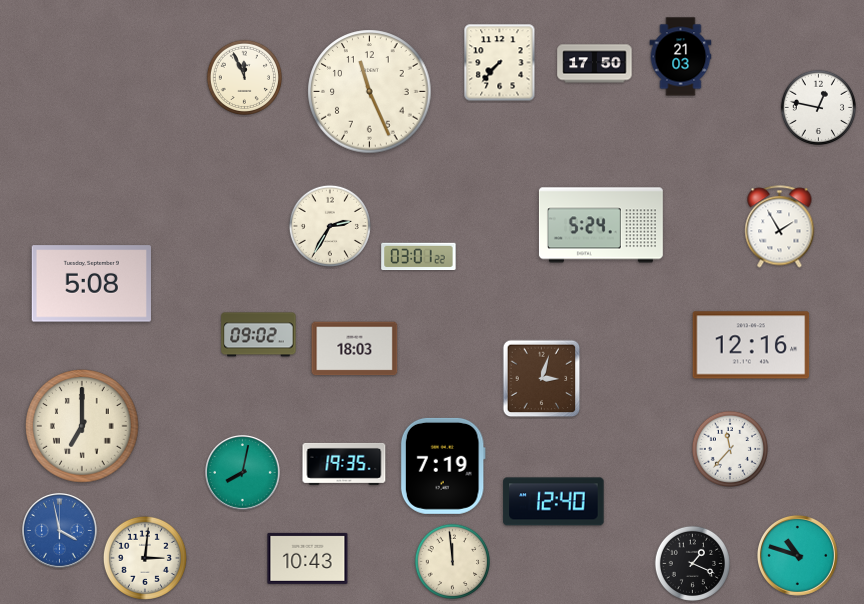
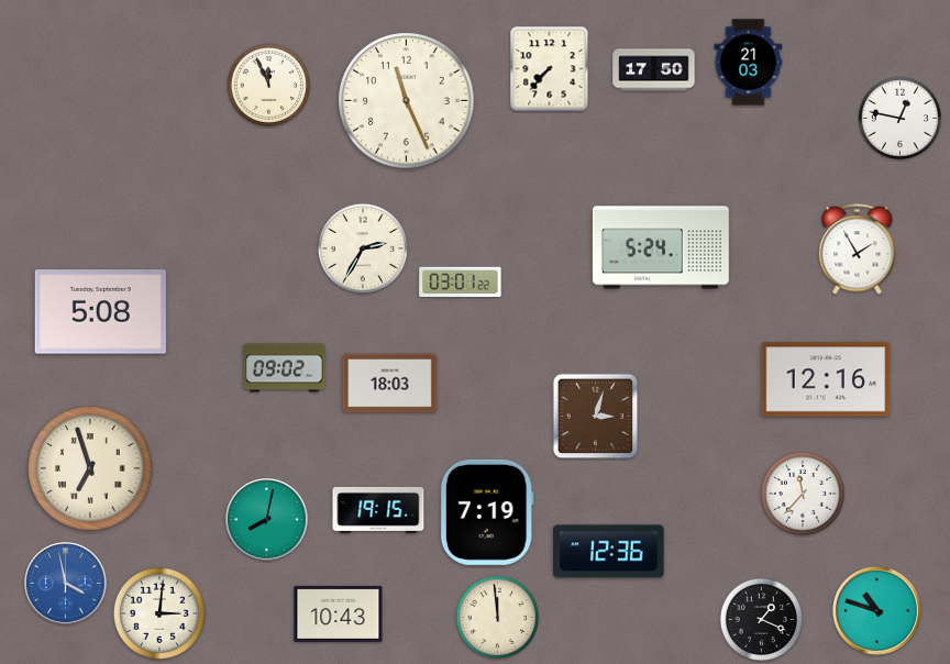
clock at (82, 426): 7:00 -> 6:57
clock at (344, 464): 19:35 -> 19:15
clock at (554, 502): 12:40 -> 12:36
